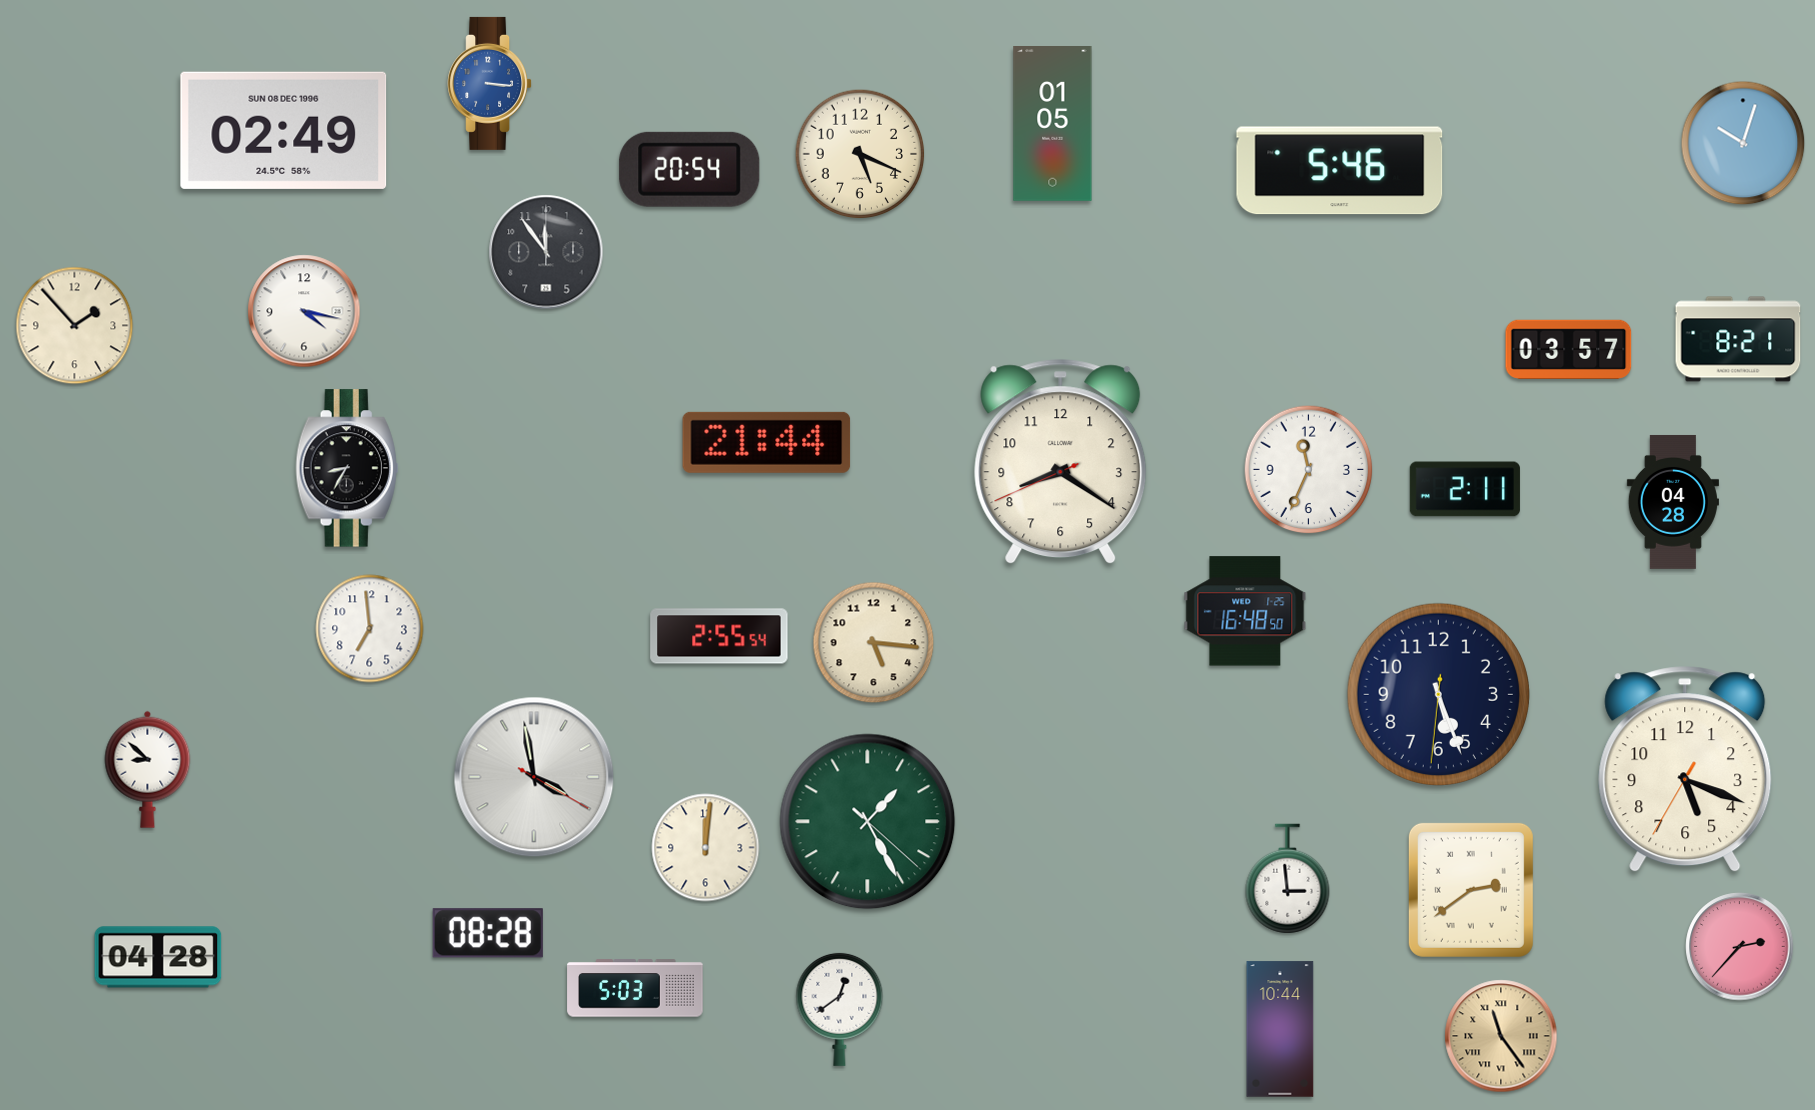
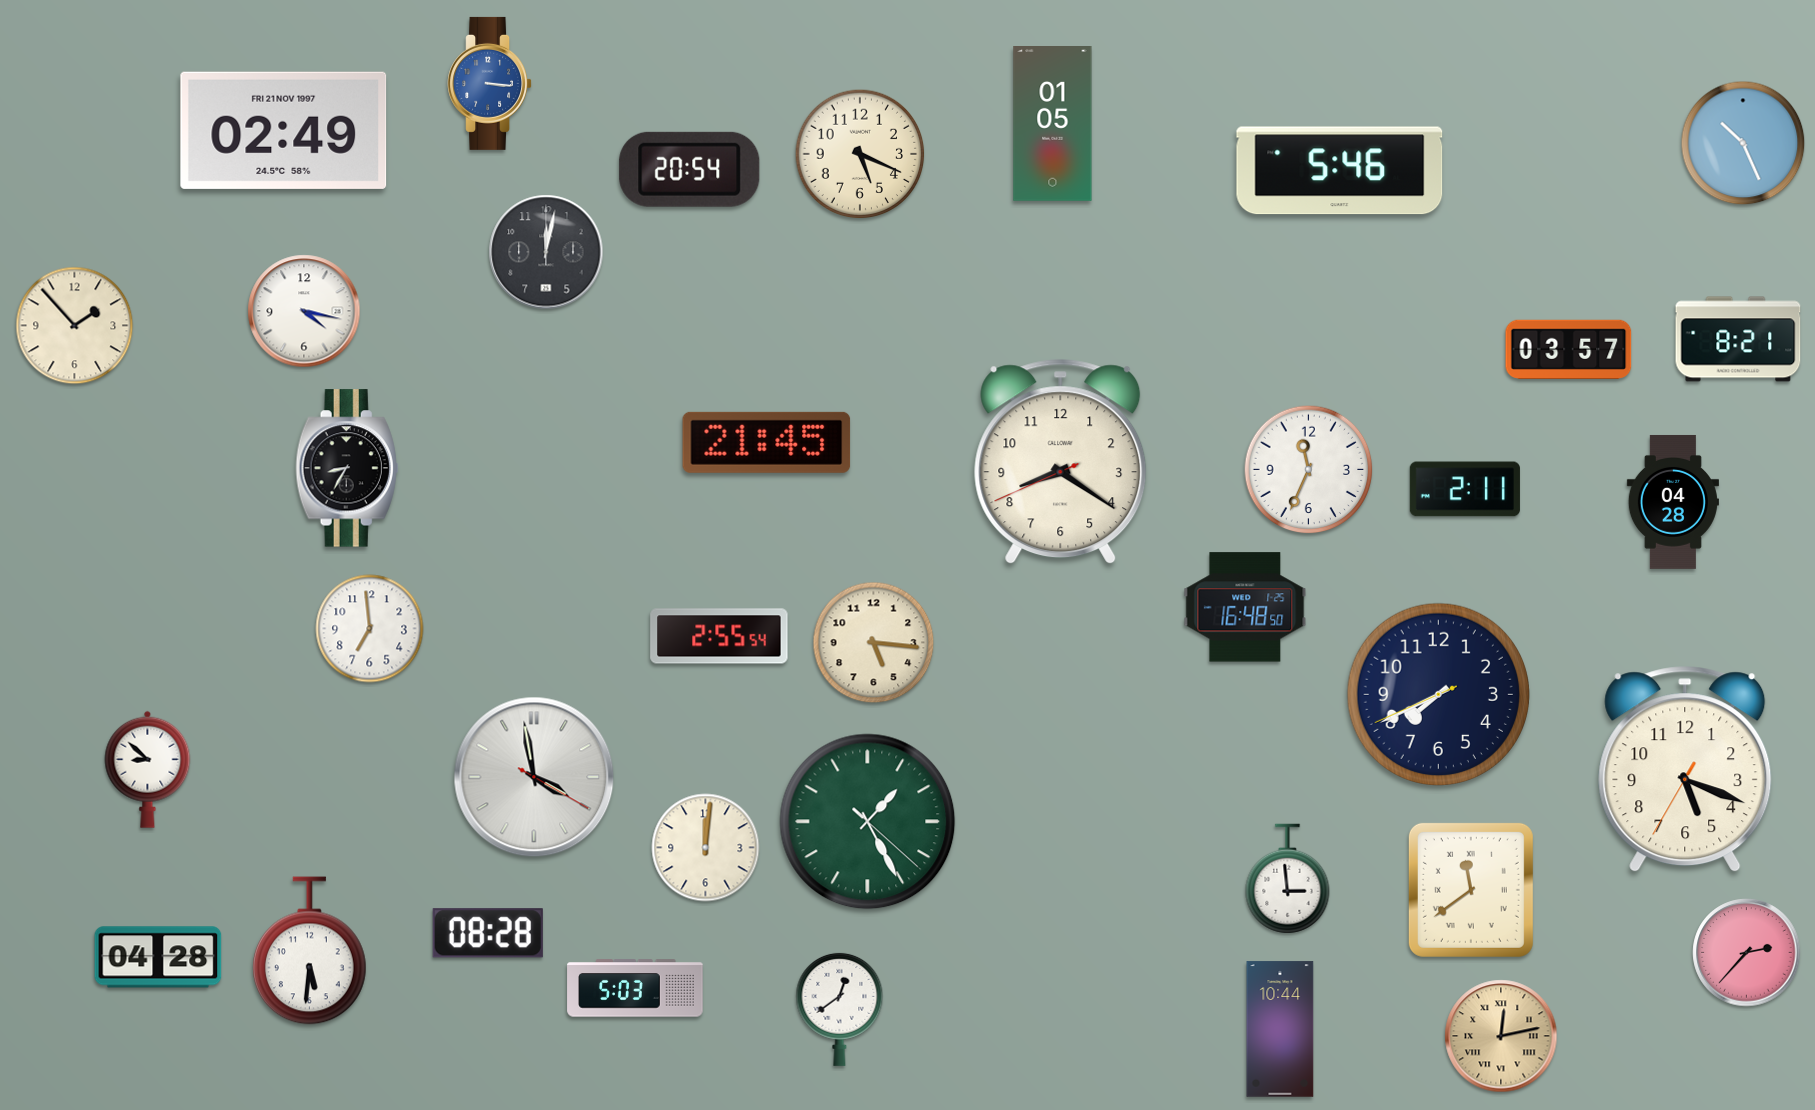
clock at (284, 130) date: SUN 08 DEC 1996 -> FRI 21 NOV 1997
clock at (1743, 143): 10:03 -> 10:26
clock at (546, 252): 11:54 -> 12:02
clock at (767, 442): 21:44 -> 21:45
clock at (1245, 611) position: (1245, 611) -> (1245, 607)
clock at (1438, 694): 5:26 -> 7:40
clock at (1471, 890): 2:39 -> 11:39
clock at (1740, 947) position: (1740, 947) -> (1747, 953)
clock at (309, 951): none -> 5:31
clock at (1501, 1036): 11:24 -> 12:13
